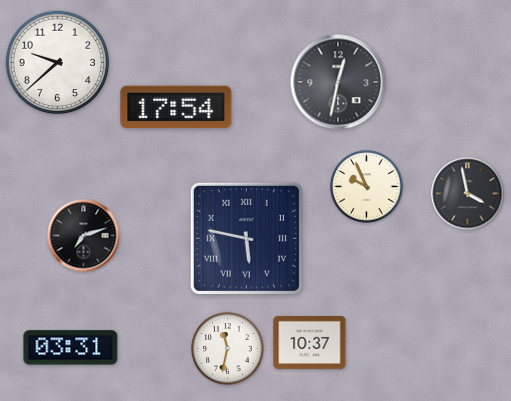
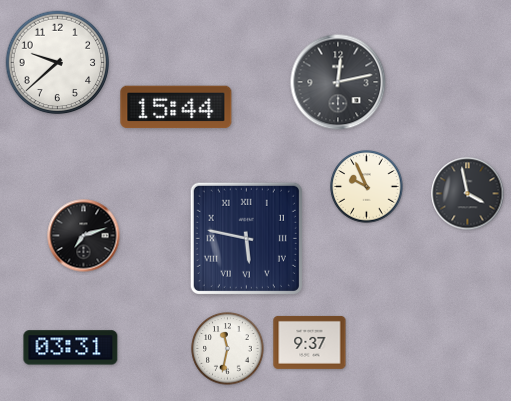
clock at (338, 82): 12:32 -> 12:13
clock at (176, 107): 17:54 -> 15:44
clock at (310, 342): 10:37 -> 9:37
